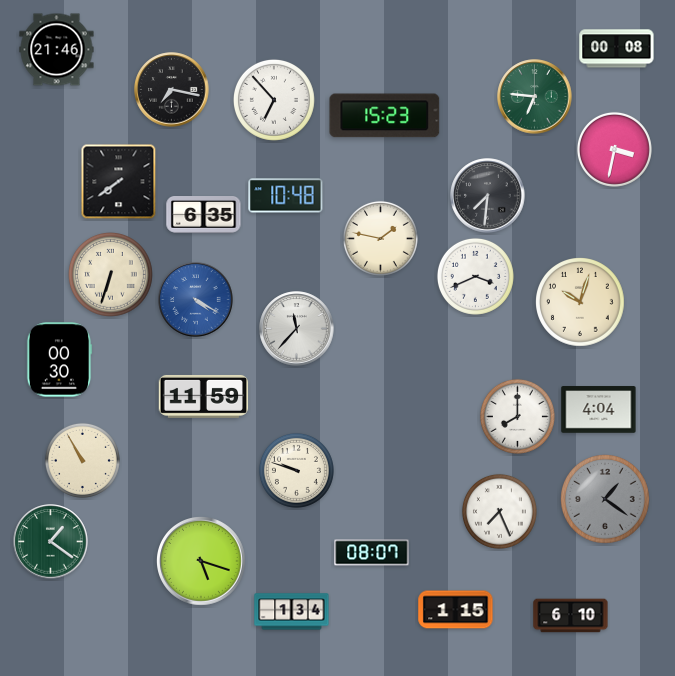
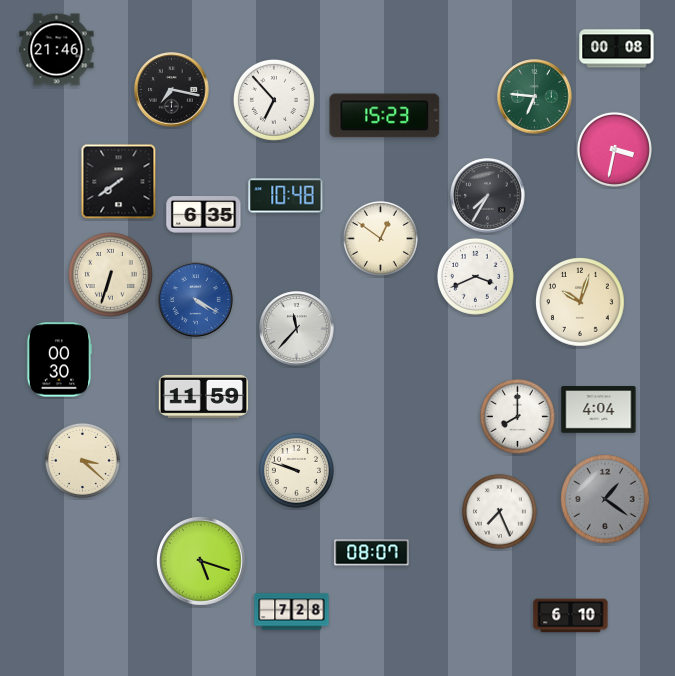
clock at (488, 196): 7:31 -> 7:35
clock at (380, 238): 1:47 -> 12:51
clock at (82, 460): 10:55 -> 3:22
clock at (51, 542): 1:21 -> none
clock at (456, 610): 1:15 -> none
clock at (292, 612): 1:34 -> 7:28
